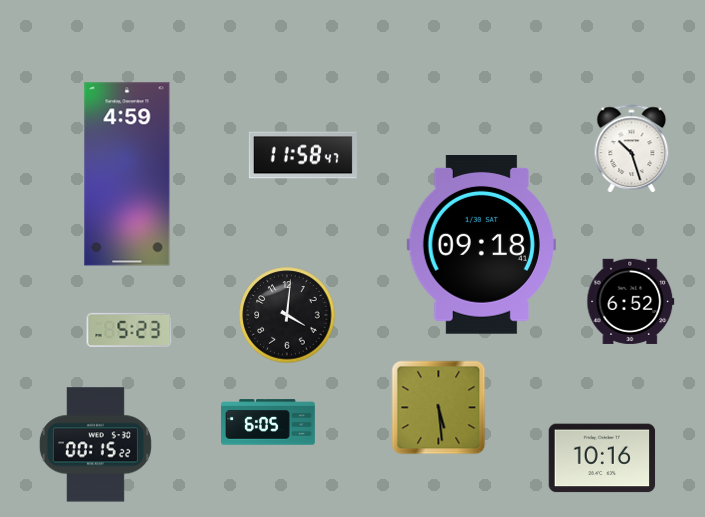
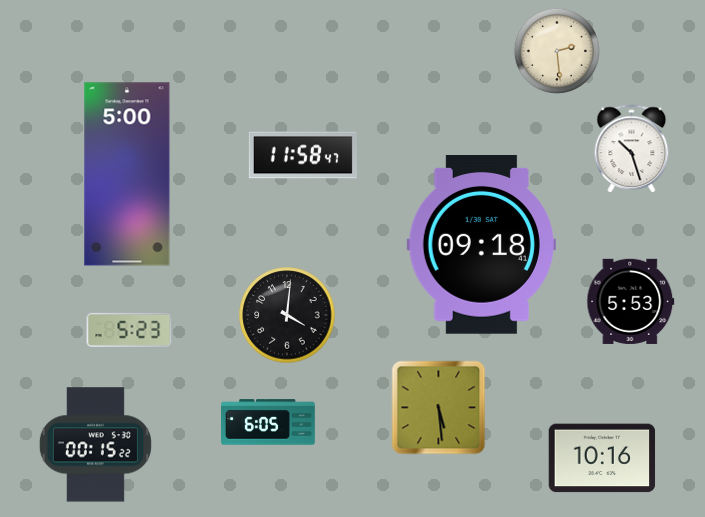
clock at (557, 51): none -> 2:29
clock at (127, 174): 4:59 -> 5:00
clock at (631, 301): 6:52 -> 5:53
